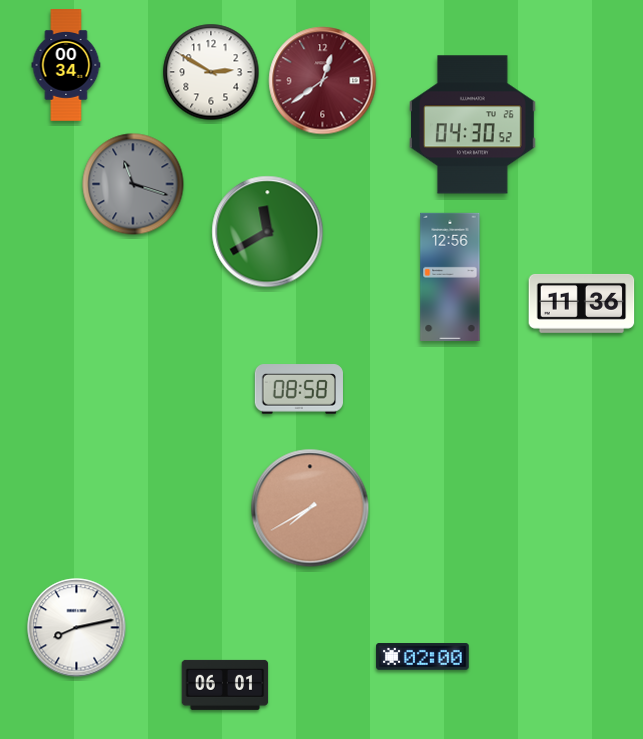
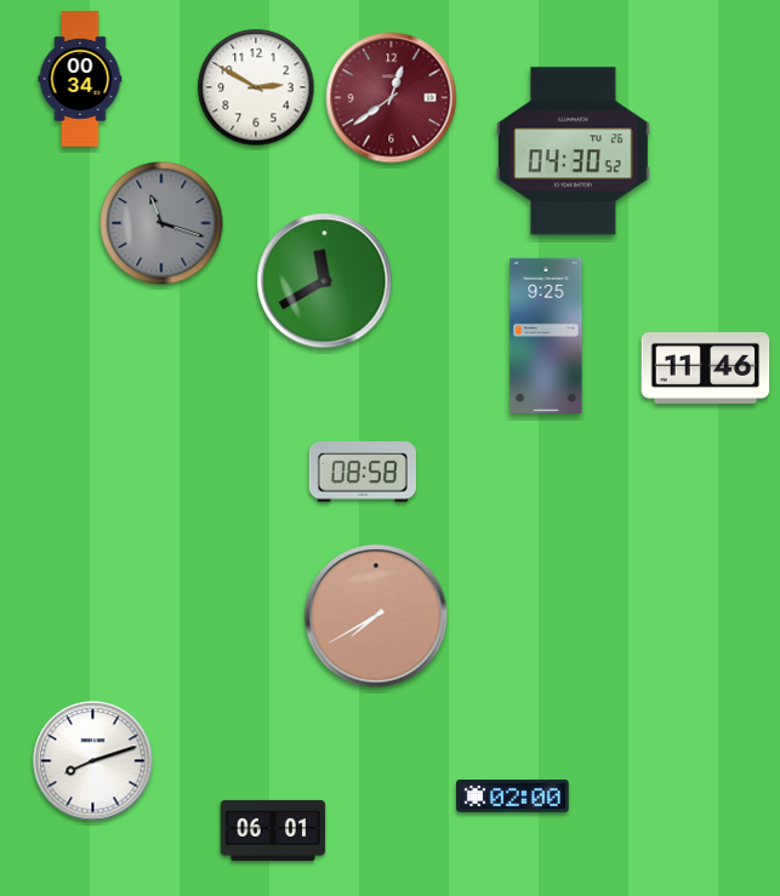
clock at (450, 276): 12:56 -> 9:25
clock at (582, 303): 11:36 -> 11:46
clock at (77, 628): 8:13 -> 8:12
